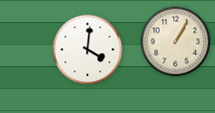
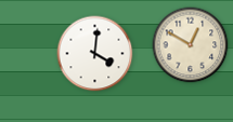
clock at (176, 42): 1:05 -> 12:50
